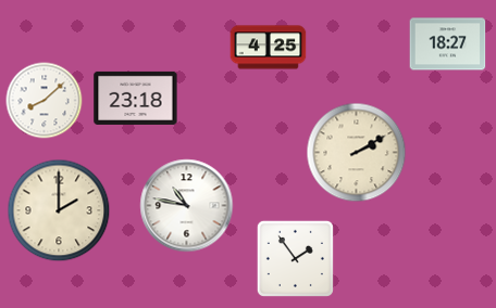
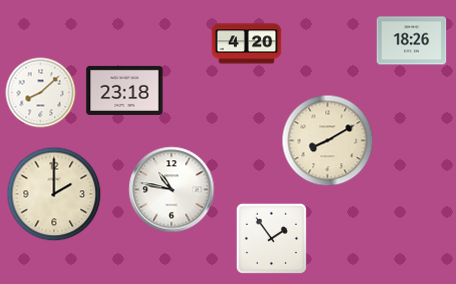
clock at (448, 44): 18:27 -> 18:26
clock at (269, 48): 4:25 -> 4:20
clock at (357, 153): 2:10 -> 8:10
